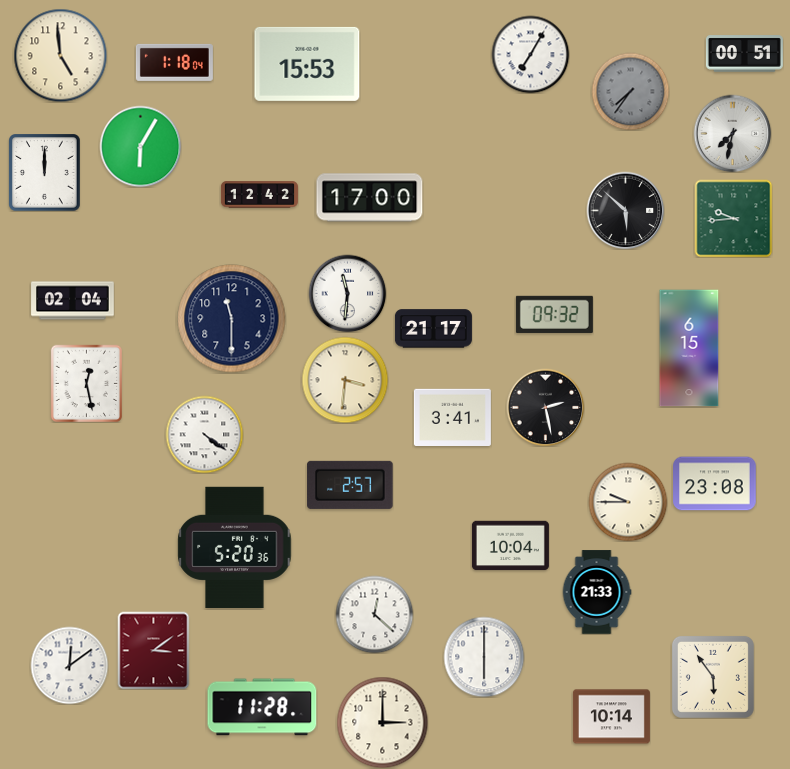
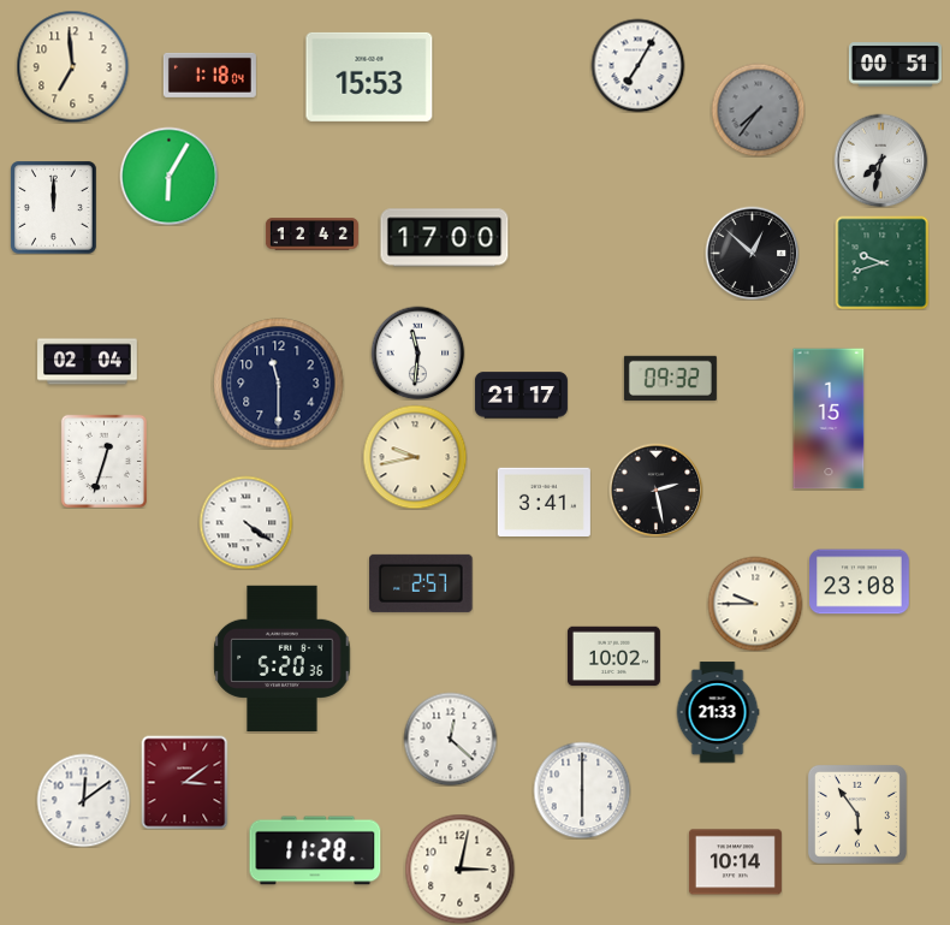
clock at (60, 55): 4:59 -> 6:59
clock at (625, 210): 5:52 -> 12:52
clock at (733, 218): 9:44 -> 9:42
clock at (554, 314) position: (554, 314) -> (670, 378)
clock at (689, 348): 6:15 -> 1:15
clock at (345, 380): 3:31 -> 9:43
clock at (86, 383): 12:28 -> 12:33
clock at (510, 546): 10:04 -> 10:02
clock at (382, 722): 3:00 -> 3:02
